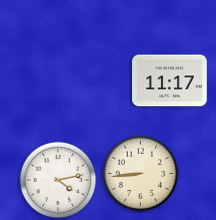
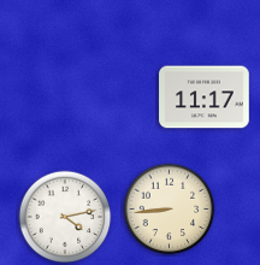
clock at (58, 180) position: (58, 180) -> (65, 217)
